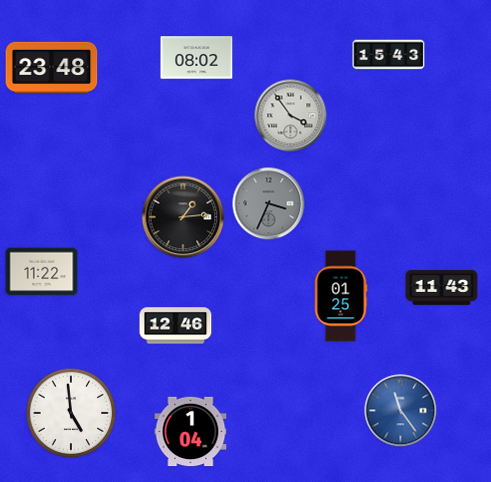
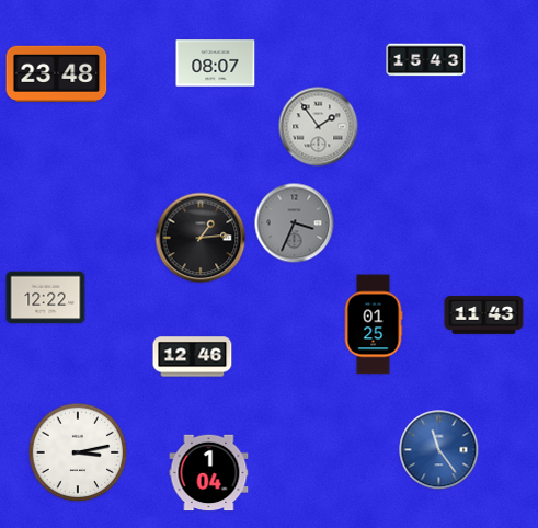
clock at (197, 58): 08:02 -> 08:07
clock at (291, 116): 3:54 -> 1:54
clock at (42, 272): 11:22 -> 12:22
clock at (71, 413): 4:59 -> 3:13
